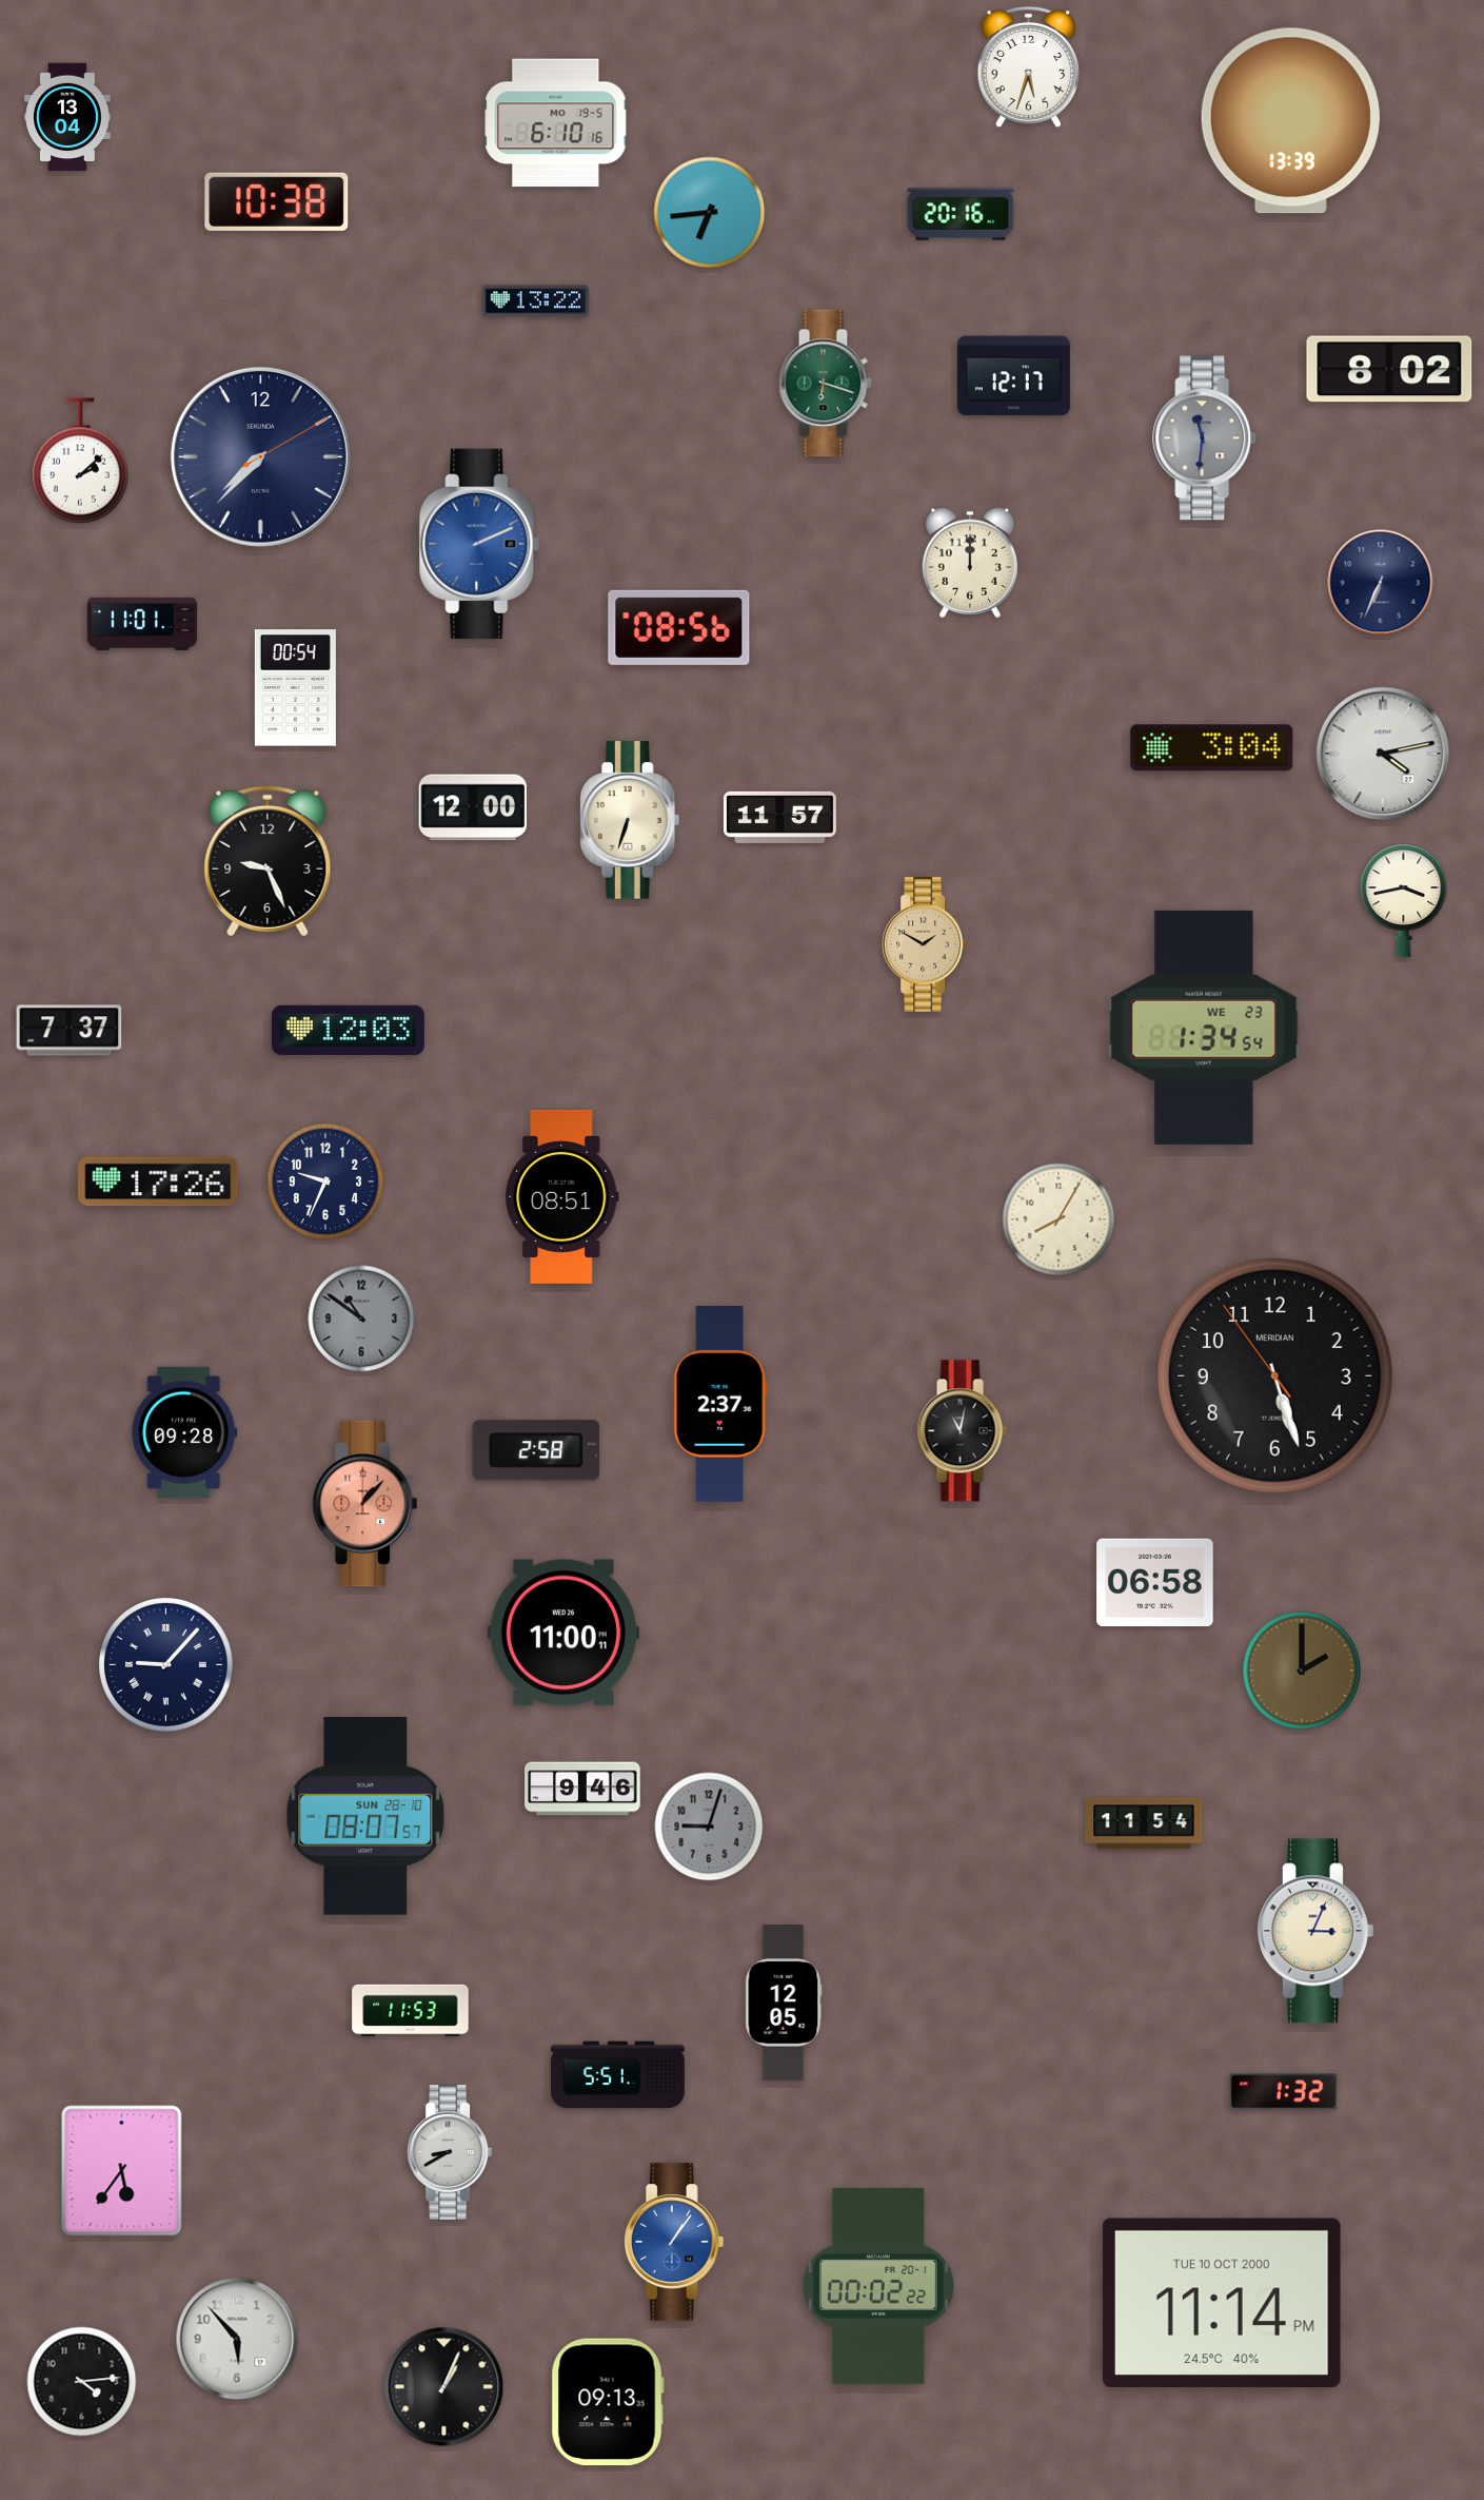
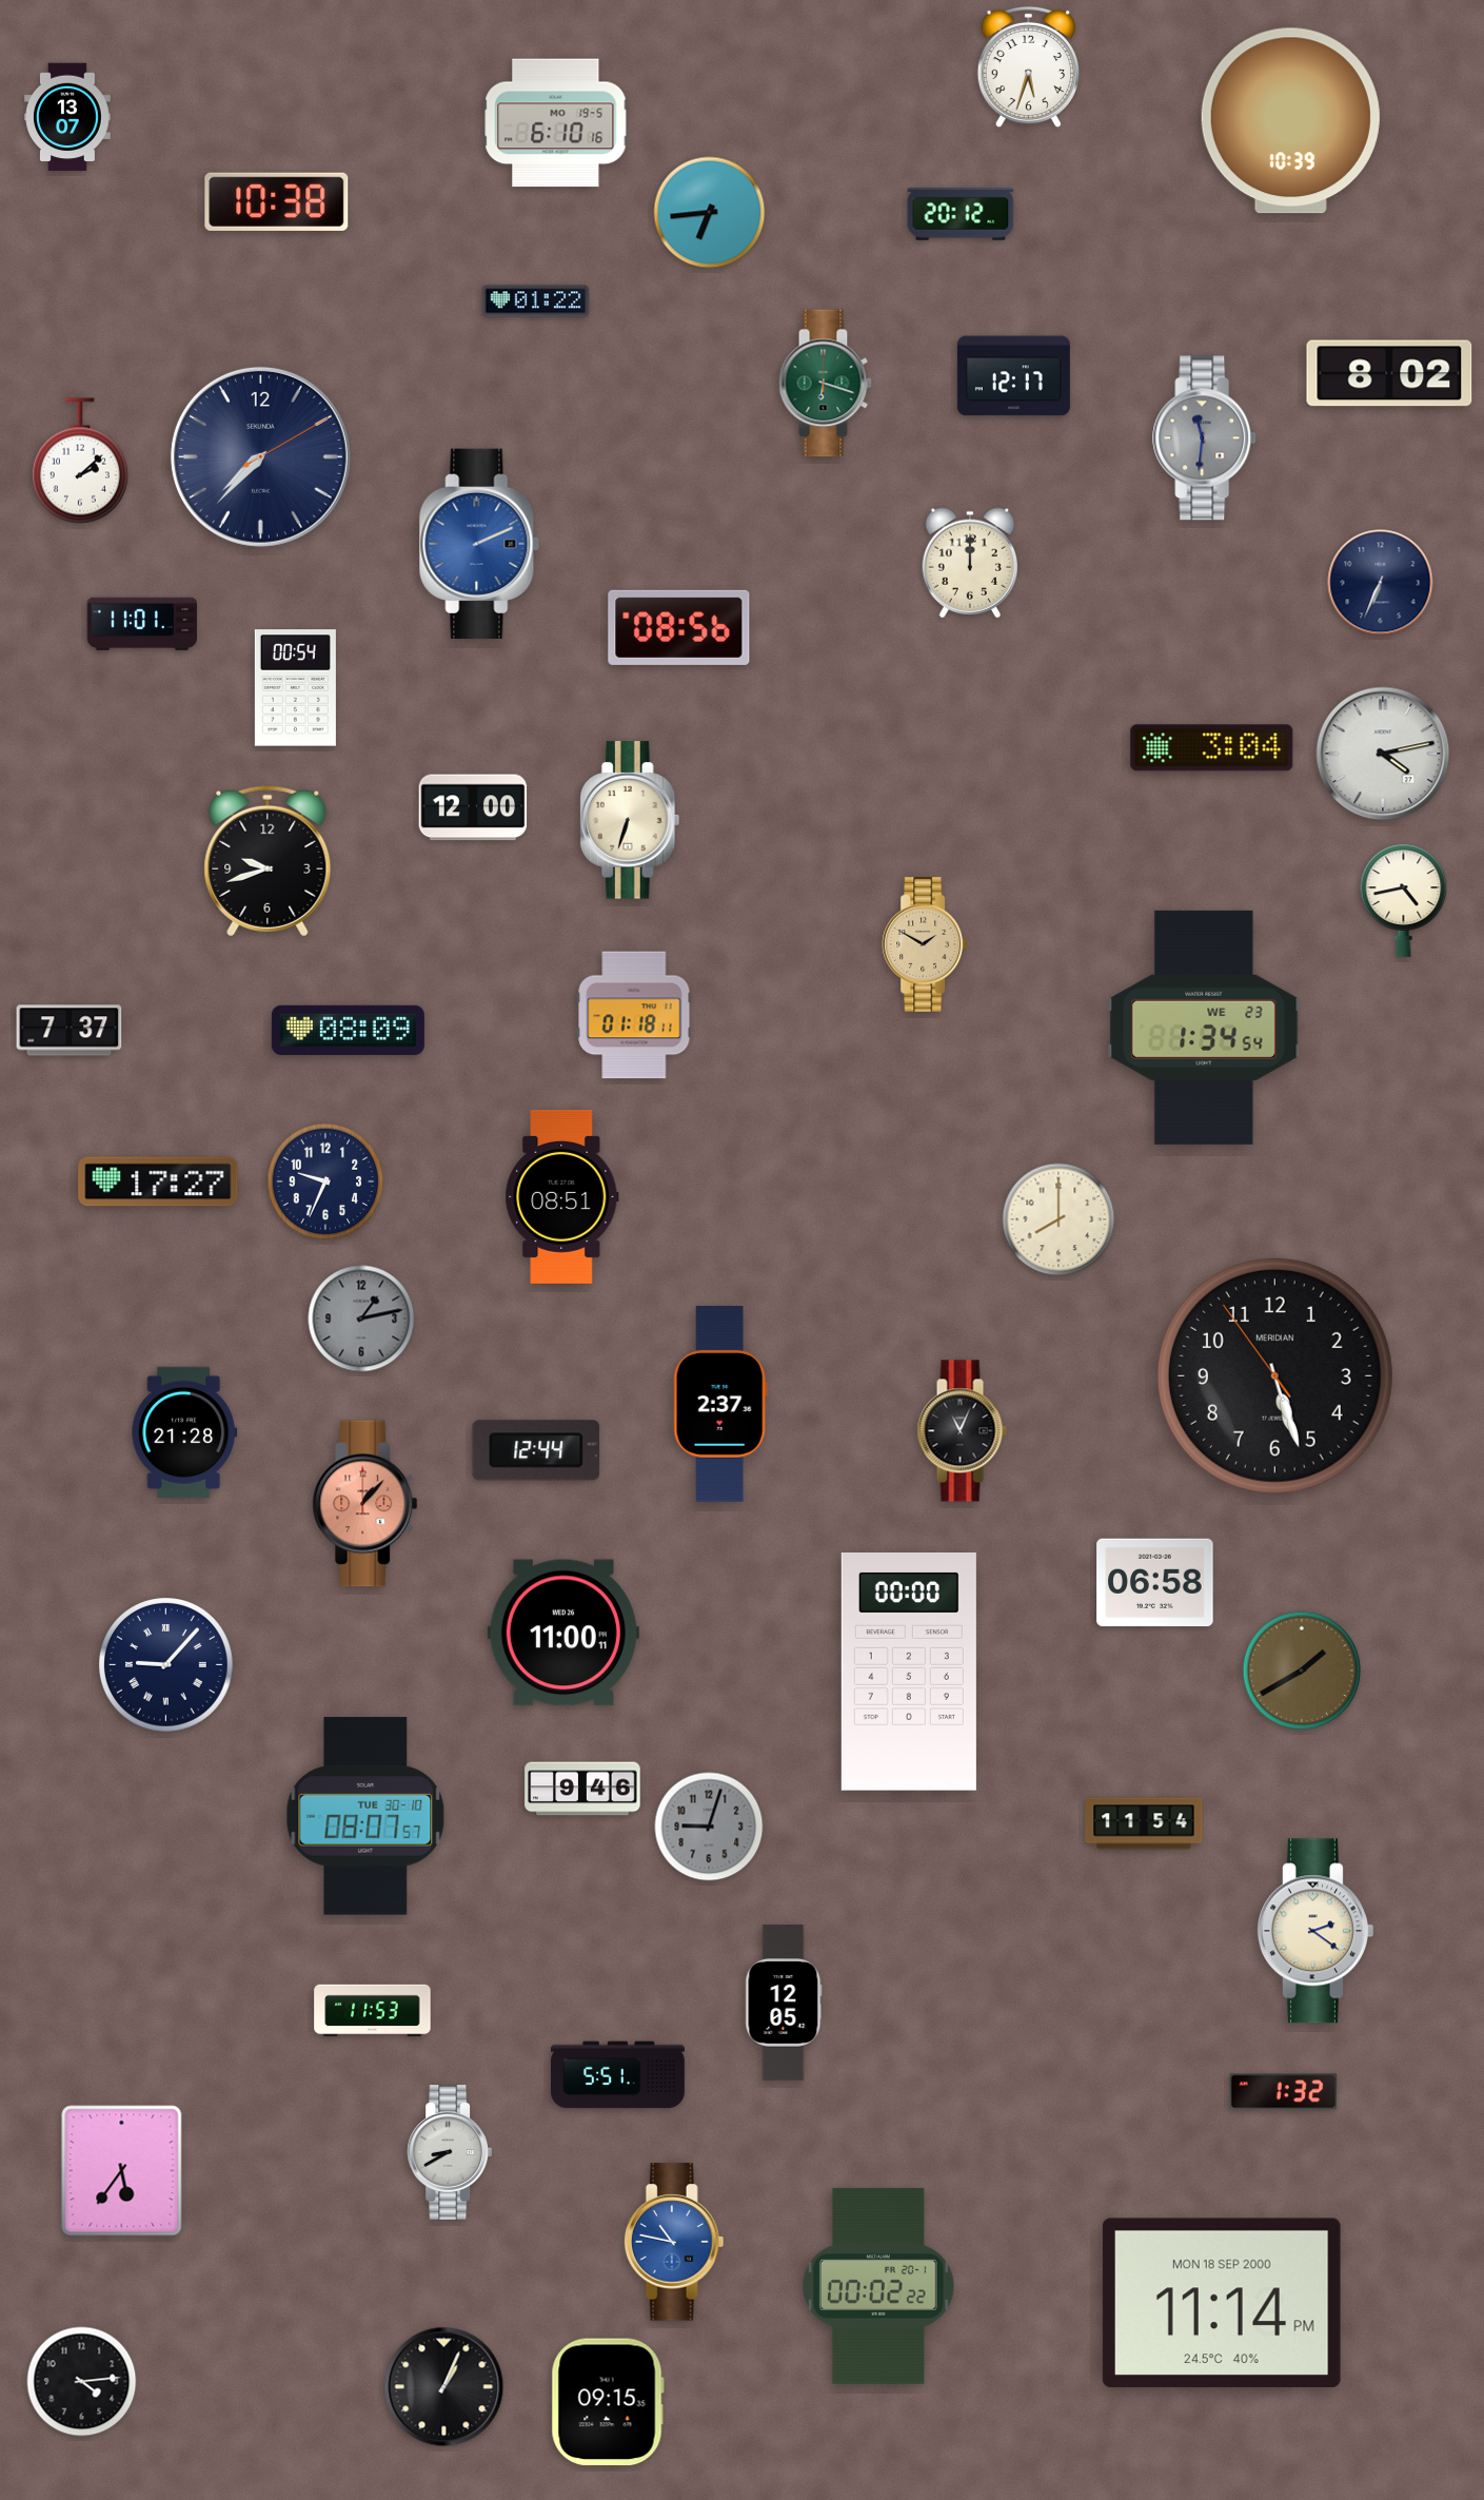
clock at (67, 117): 13:04 -> 13:07
clock at (1290, 121): 13:39 -> 10:39
clock at (961, 215): 20:16 -> 20:12
clock at (536, 301): 13:22 -> 01:22
clock at (1389, 369) position: (1389, 369) -> (1389, 373)
clock at (779, 817): 11:57 -> none
clock at (268, 861): 9:26 -> 9:42
clock at (1404, 900): 3:43 -> 4:43
clock at (634, 1015): none -> 01:18
clock at (348, 1030): 12:03 -> 08:09
clock at (158, 1181): 17:26 -> 17:27
clock at (1058, 1219): 8:05 -> 8:00
clock at (361, 1319): 10:51 -> 1:13
clock at (962, 1431): 11:02 -> 11:04
clock at (184, 1432): 09:28 -> 21:28
clock at (536, 1450): 2:58 -> 12:44
clock at (1302, 1671): 2:00 -> 1:40
clock at (909, 1673): none -> 00:00
clock at (365, 1816) date: SUN 28-10 -> TUE 30-10
clock at (1314, 1931): 3:04 -> 2:21
clock at (411, 2011) position: (411, 2011) -> (373, 2011)
clock at (674, 2242): 1:06 -> 10:47
clock at (1222, 2303) date: TUE 10 OCT 2000 -> MON 18 SEP 2000
clock at (237, 2339): 5:53 -> none
clock at (608, 2402): 09:13 -> 09:15
